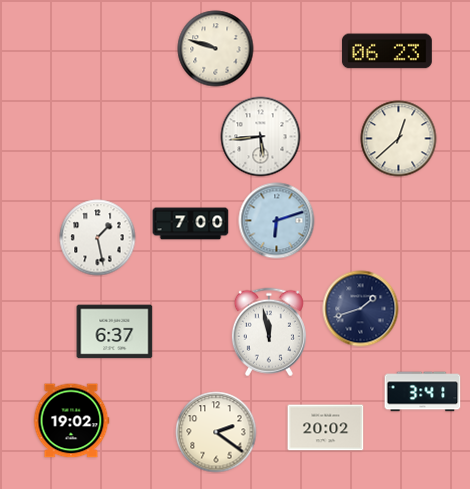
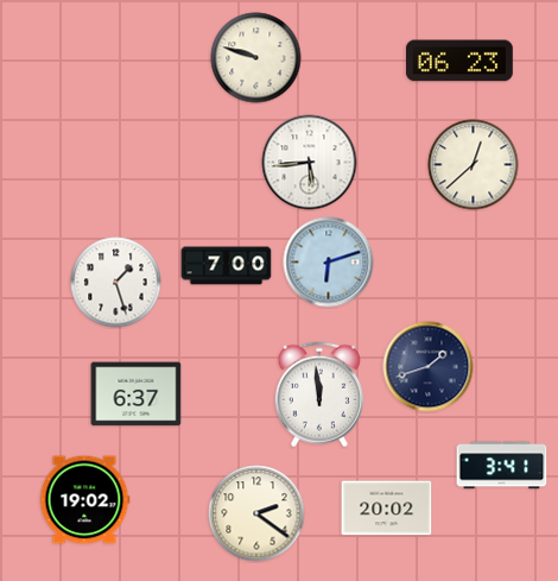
clock at (98, 238): 1:28 -> 1:27
clock at (269, 332): 11:58 -> 11:59
